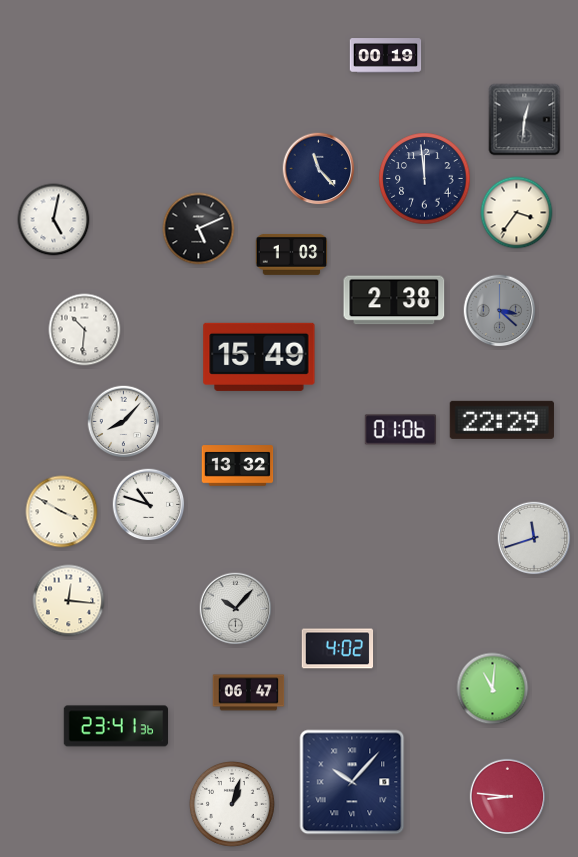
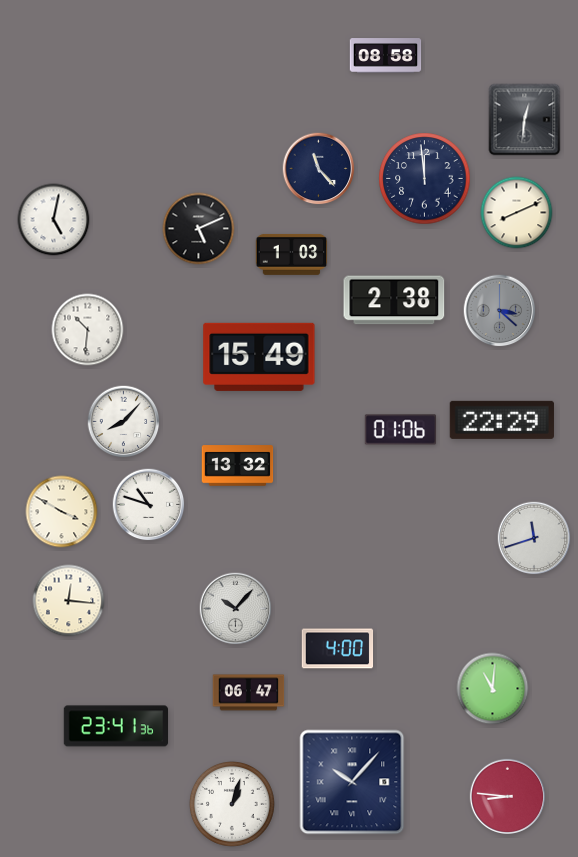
clock at (386, 56): 00:19 -> 08:58
clock at (517, 213): 3:36 -> 8:11
clock at (85, 330) position: (85, 330) -> (88, 330)
clock at (338, 649): 4:02 -> 4:00
